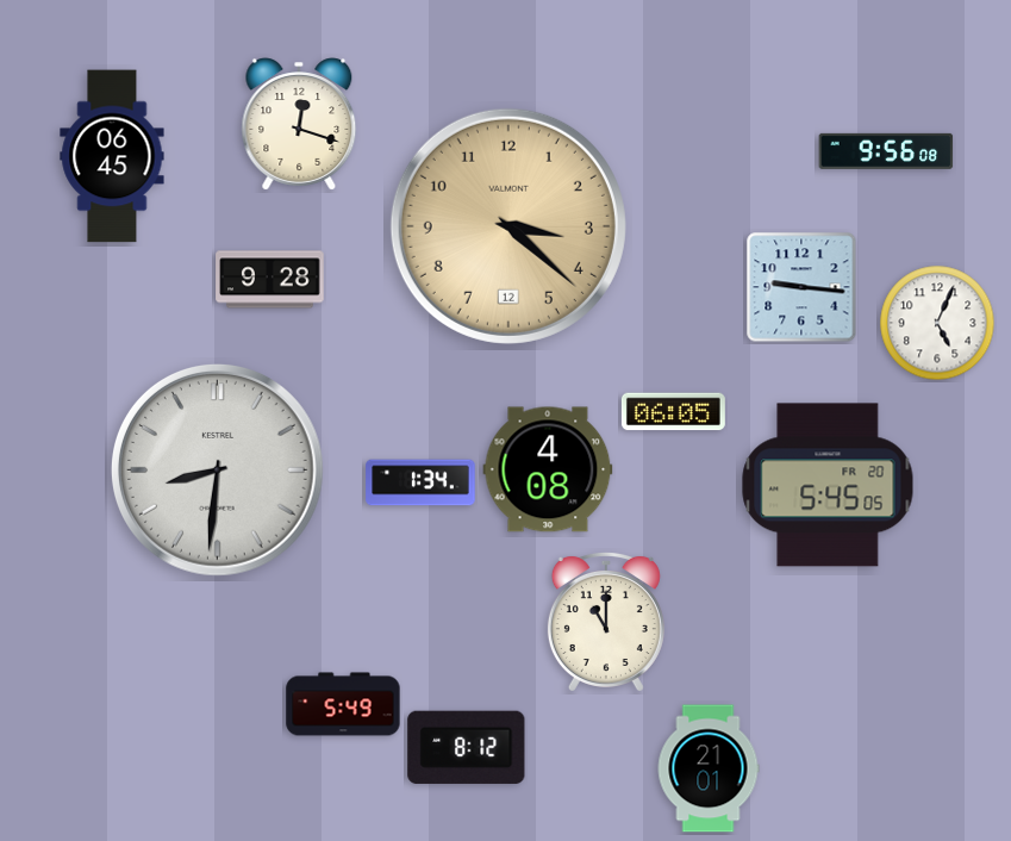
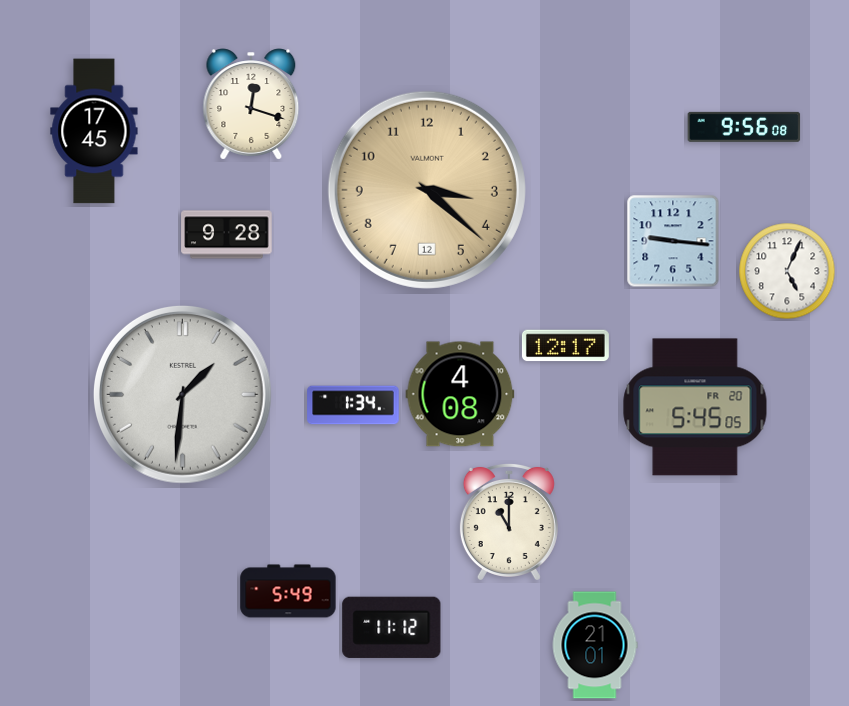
clock at (112, 156): 06:45 -> 17:45
clock at (673, 412): 06:05 -> 12:17
clock at (217, 469): 8:31 -> 1:31
clock at (467, 747): 8:12 -> 11:12
